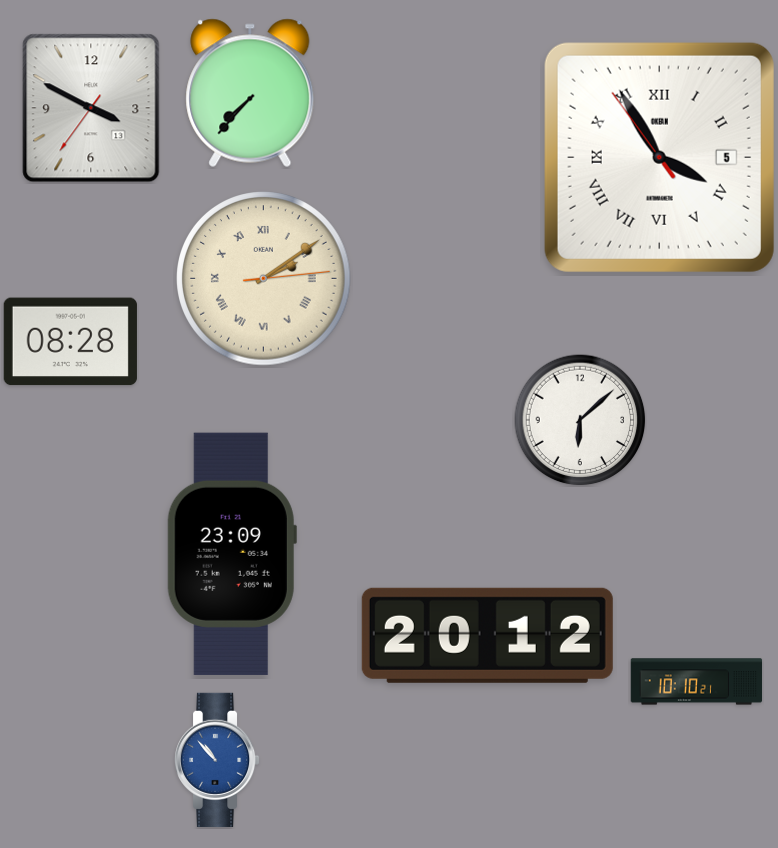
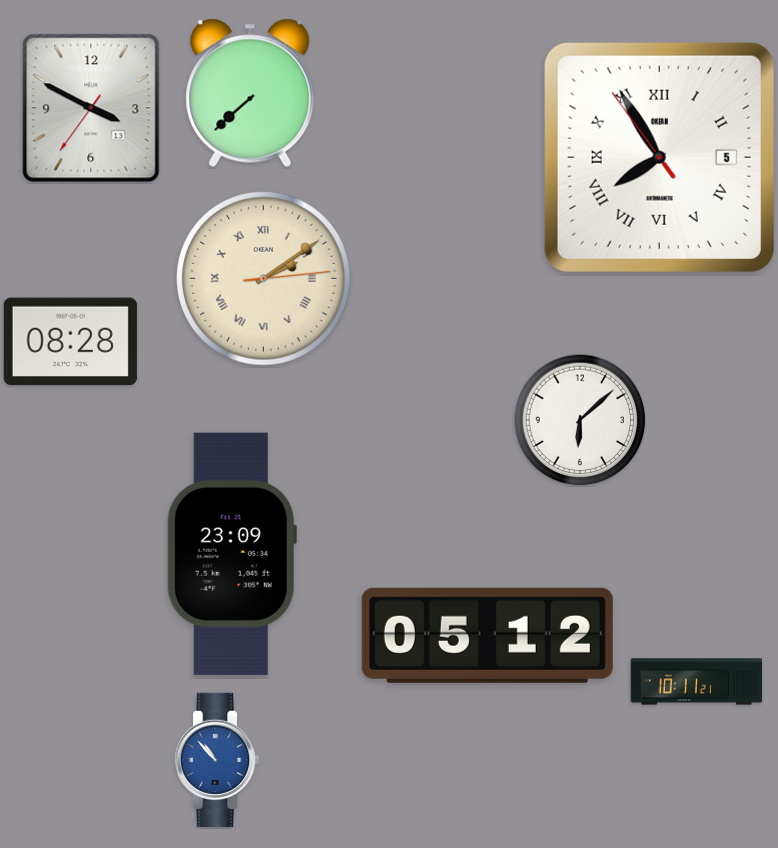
clock at (250, 93): 7:37 -> 7:38
clock at (659, 157): 3:54 -> 7:54
clock at (487, 635): 20:12 -> 05:12
clock at (697, 682): 10:10 -> 10:11
